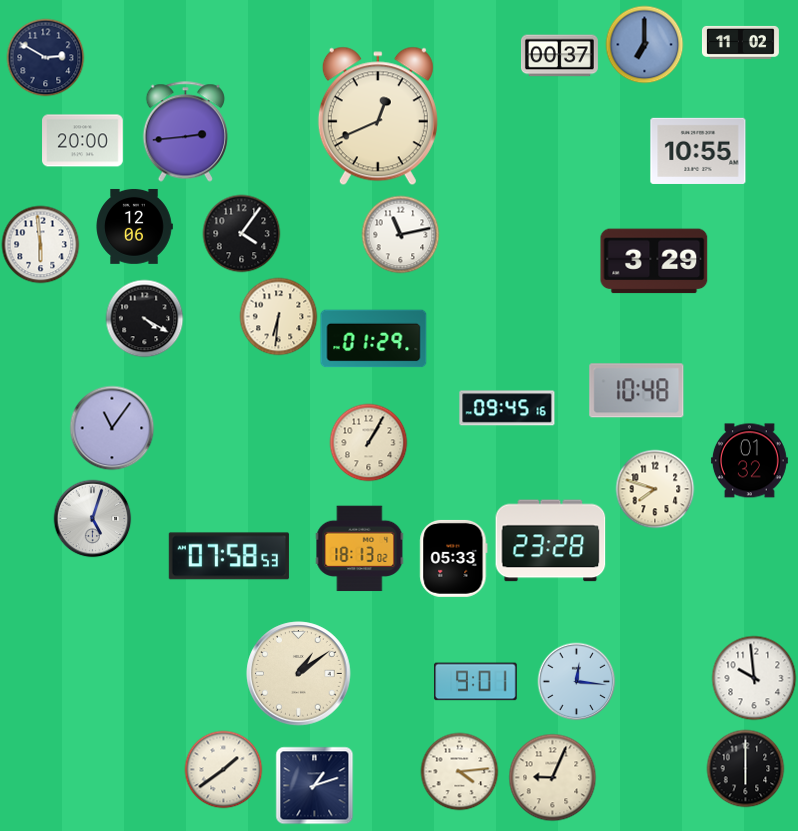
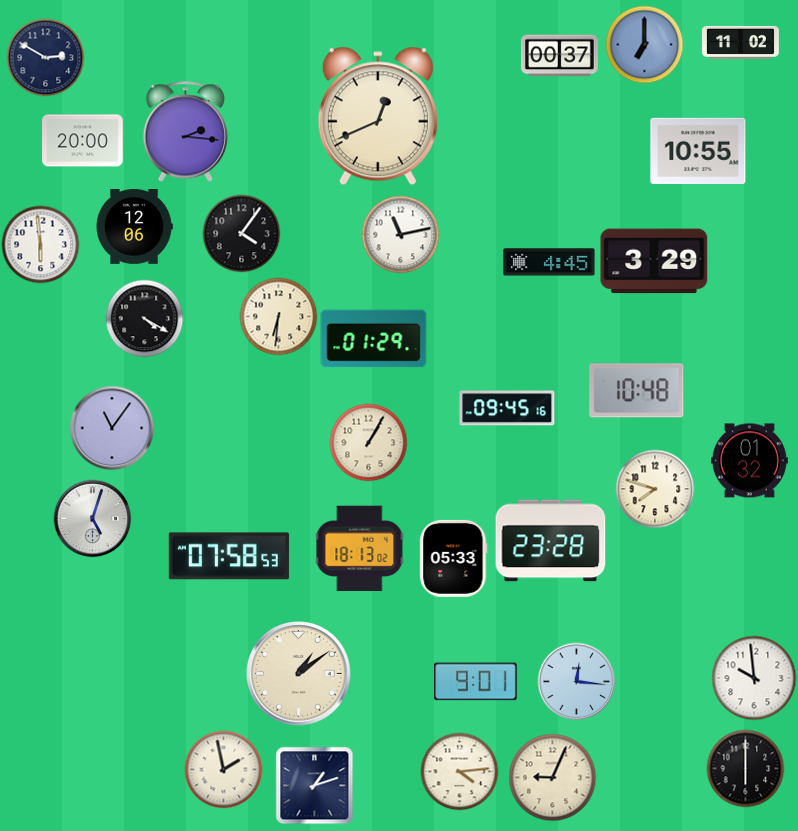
clock at (185, 132): 2:44 -> 2:16
clock at (549, 262): none -> 4:45
clock at (223, 769): 1:39 -> 1:58
